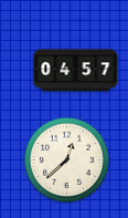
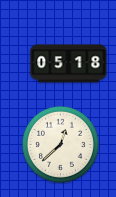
clock at (76, 71): 04:57 -> 05:18
